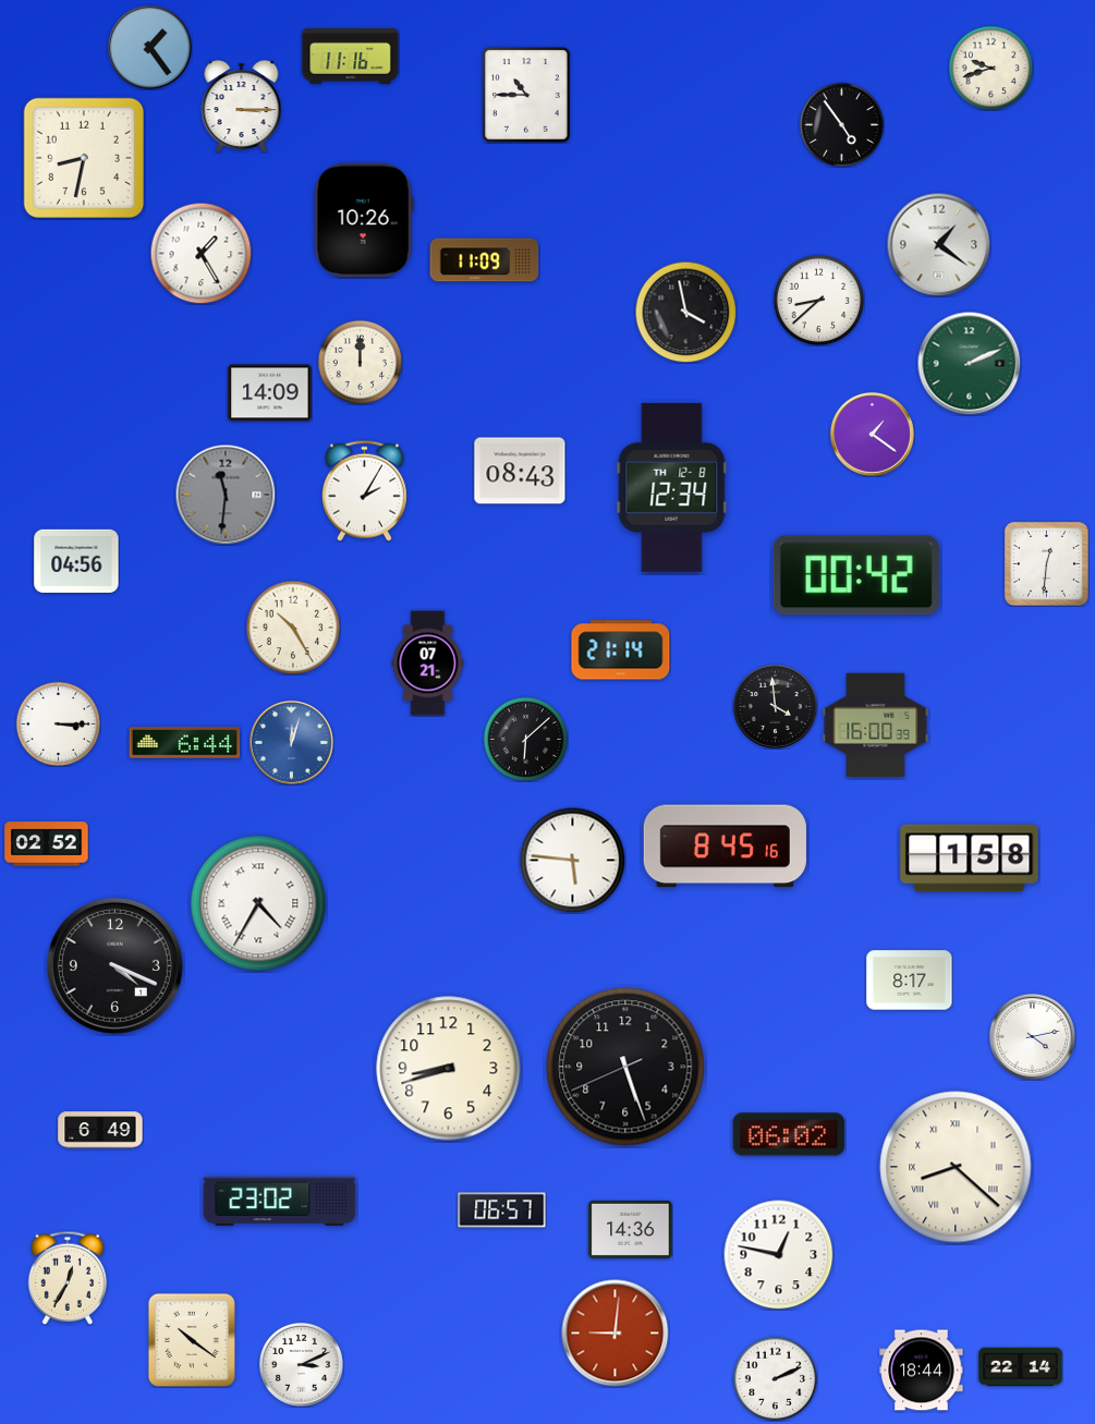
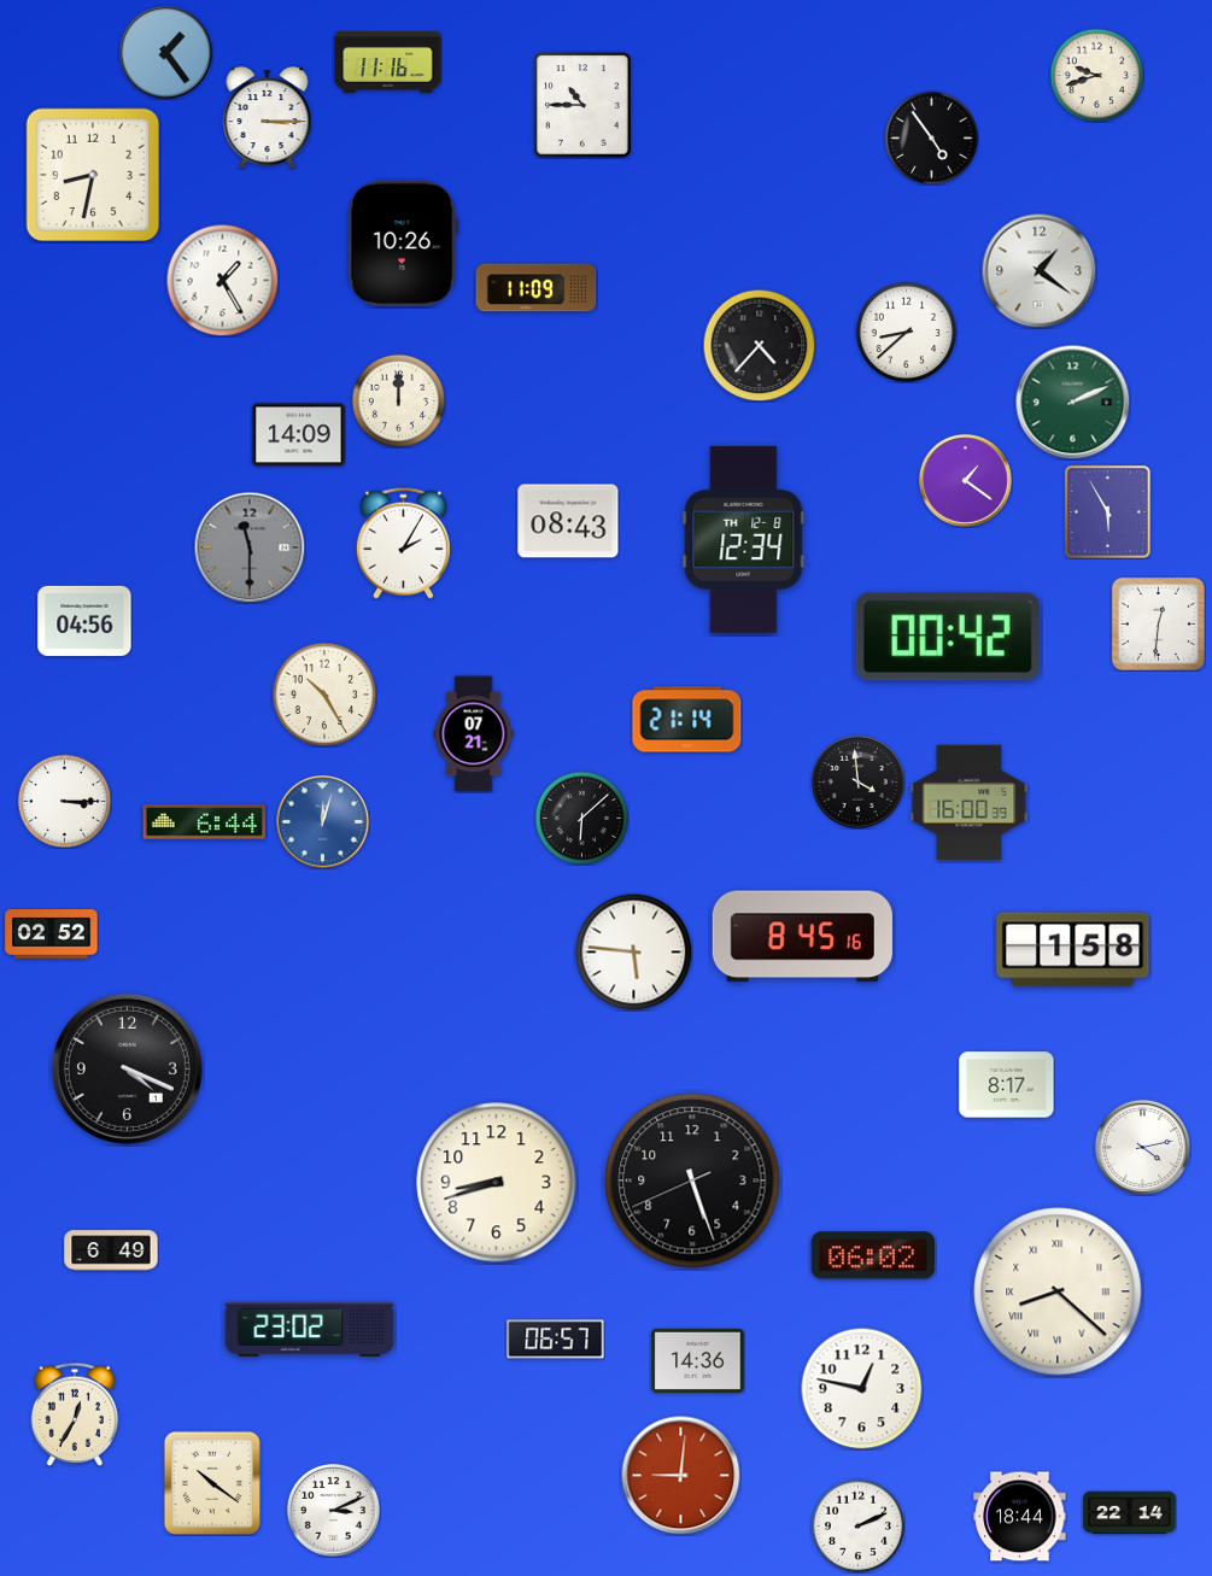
clock at (685, 312): 3:58 -> 4:37
clock at (1107, 511): none -> 5:55
clock at (520, 471) position: (520, 471) -> (568, 521)
clock at (226, 495): 11:31 -> 11:30
clock at (258, 903): 4:35 -> none
